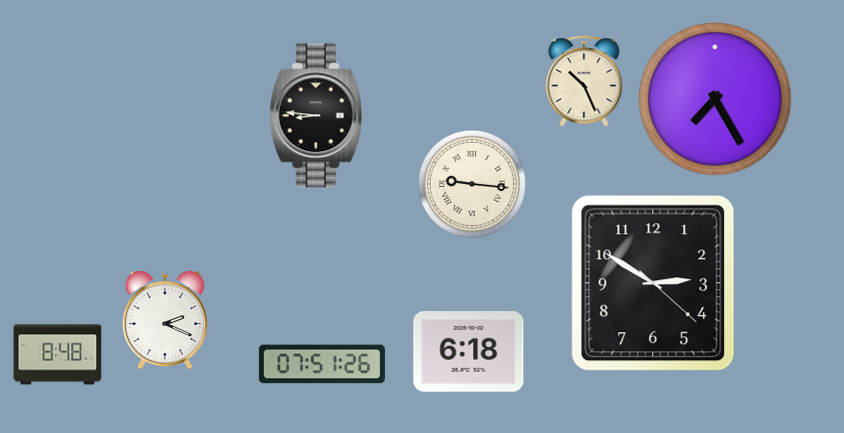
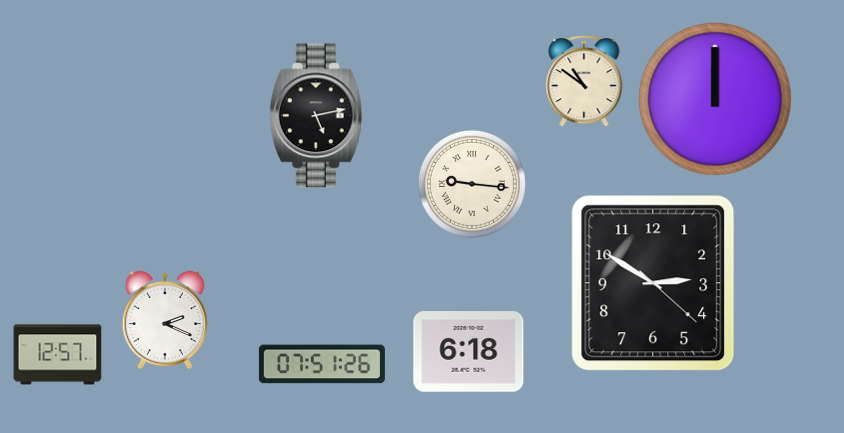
clock at (584, 81): 10:26 -> 10:51
clock at (715, 99): 7:25 -> 12:00
clock at (316, 116): 8:46 -> 5:13
clock at (58, 355): 8:48 -> 12:57
